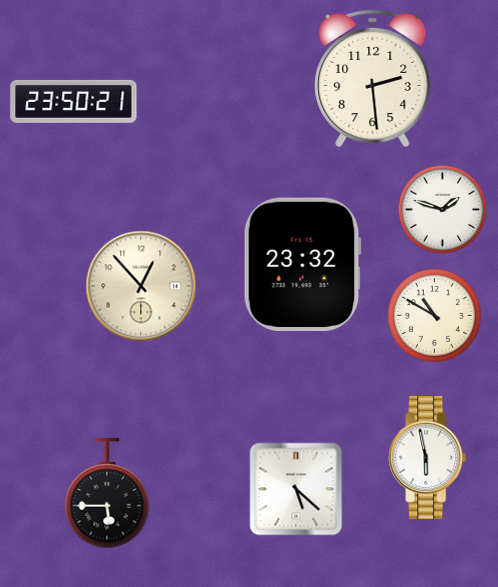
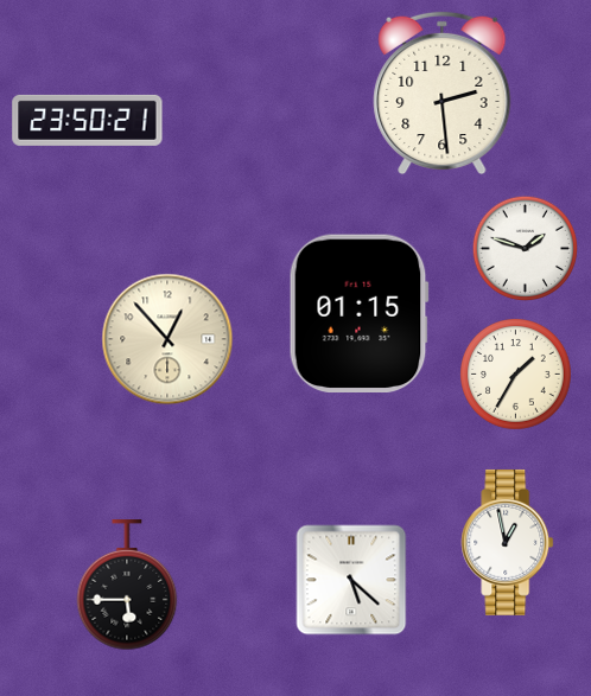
clock at (302, 264): 23:32 -> 01:15
clock at (435, 316): 10:50 -> 1:35
clock at (428, 457): 5:58 -> 12:58
